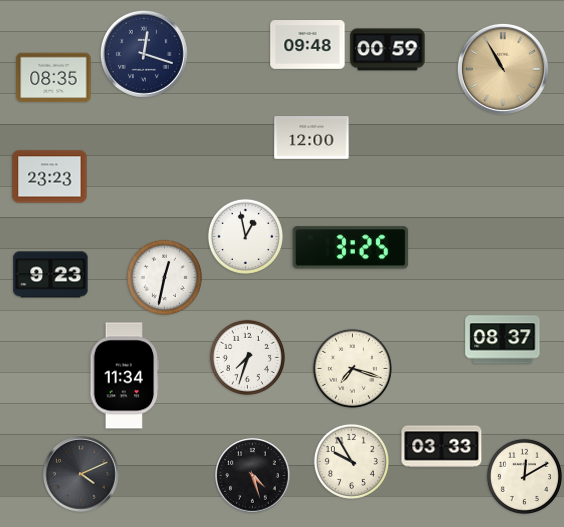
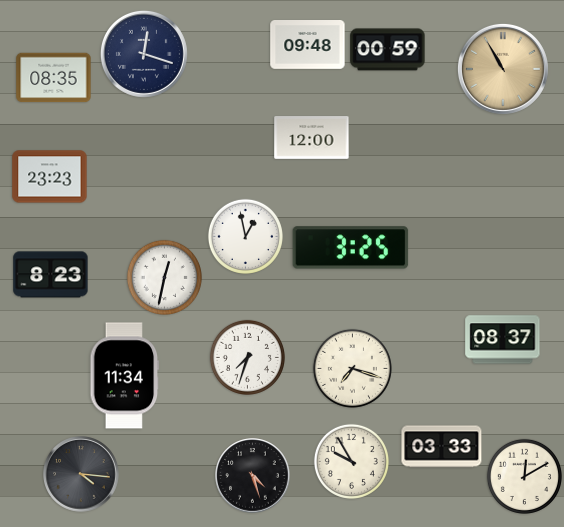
clock at (51, 275): 9:23 -> 8:23
clock at (81, 474): 4:11 -> 4:16
